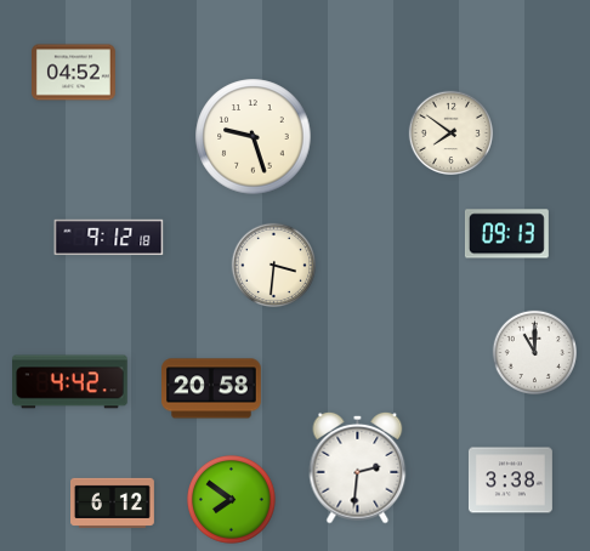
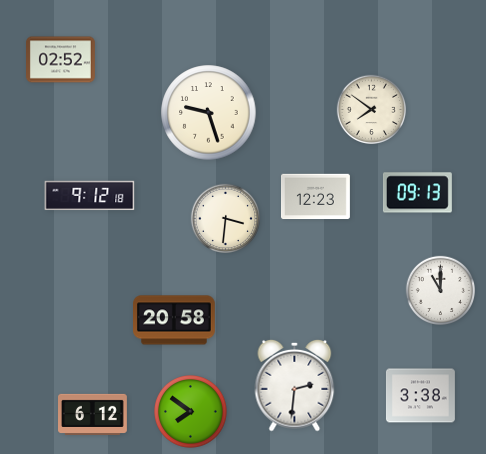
clock at (74, 73): 04:52 -> 02:52
clock at (316, 197): none -> 12:23
clock at (70, 382): 4:42 -> none
